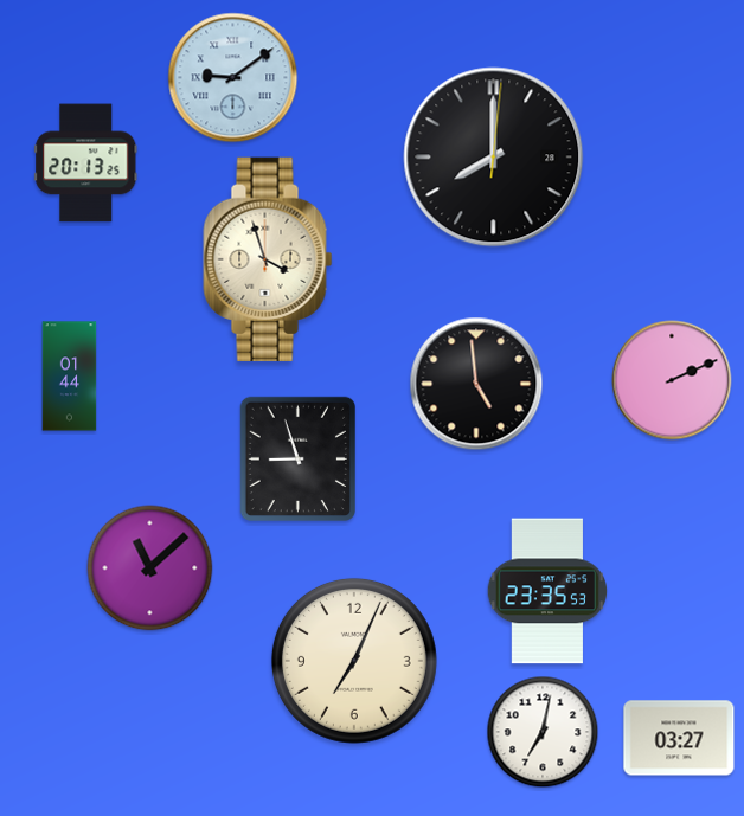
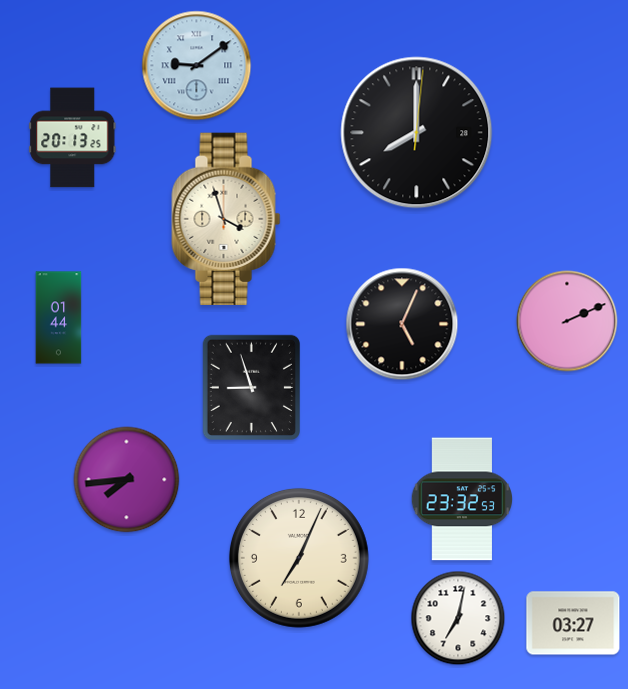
clock at (476, 384): 4:59 -> 5:04
clock at (150, 568): 11:08 -> 7:44
clock at (546, 591): 23:35 -> 23:32
